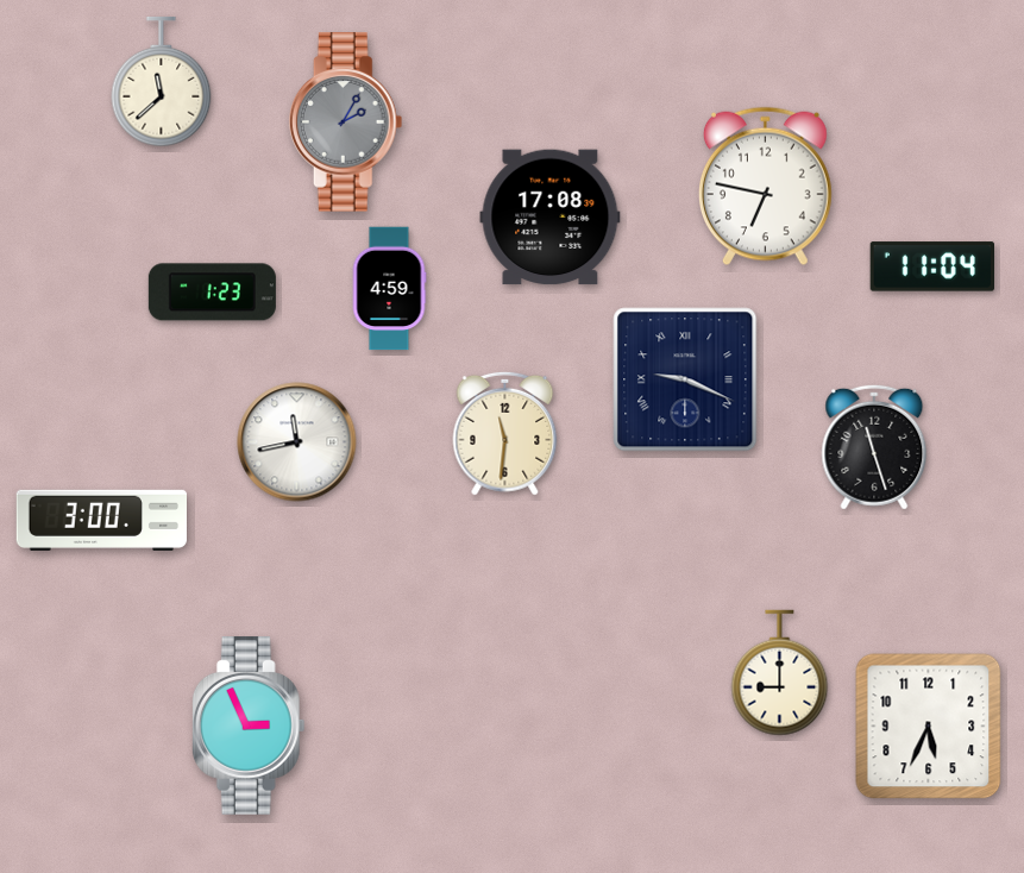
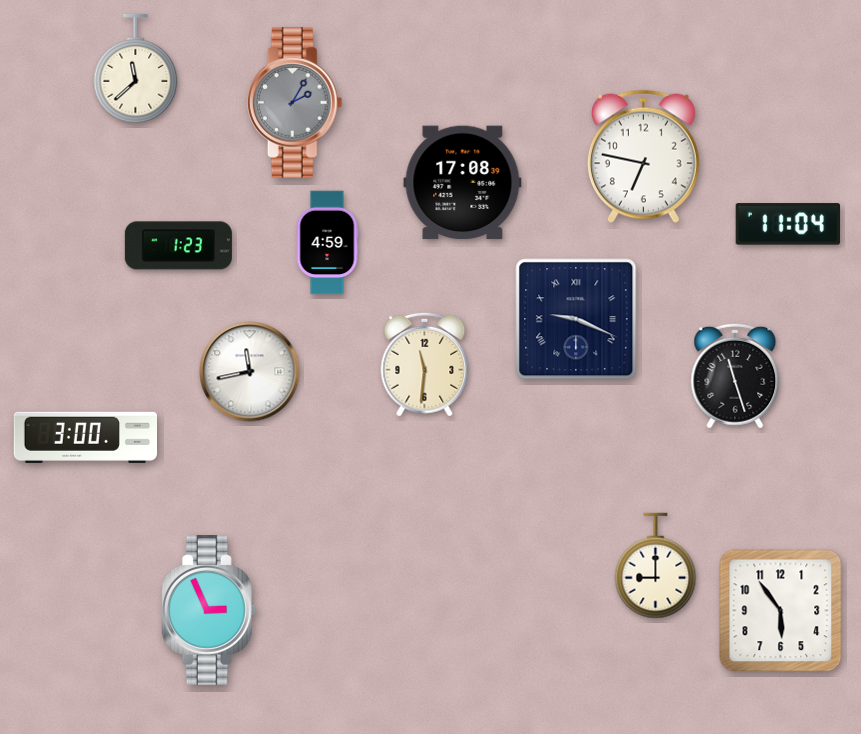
clock at (346, 123) position: (346, 123) -> (295, 103)
clock at (931, 266) position: (931, 266) -> (787, 224)
clock at (929, 727): 5:34 -> 5:54
